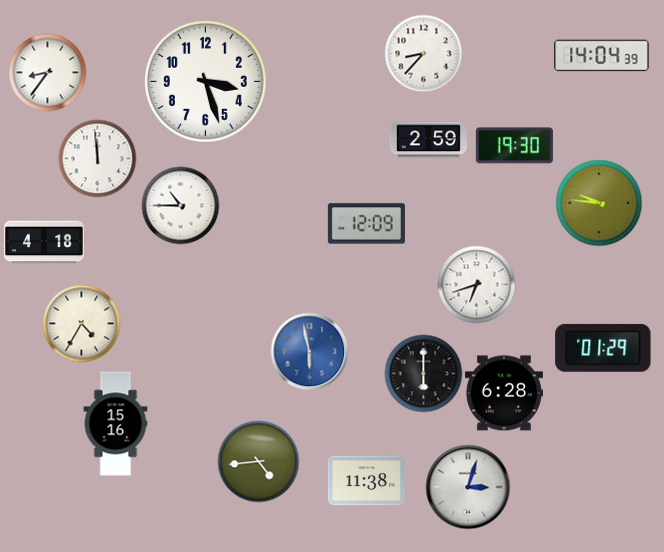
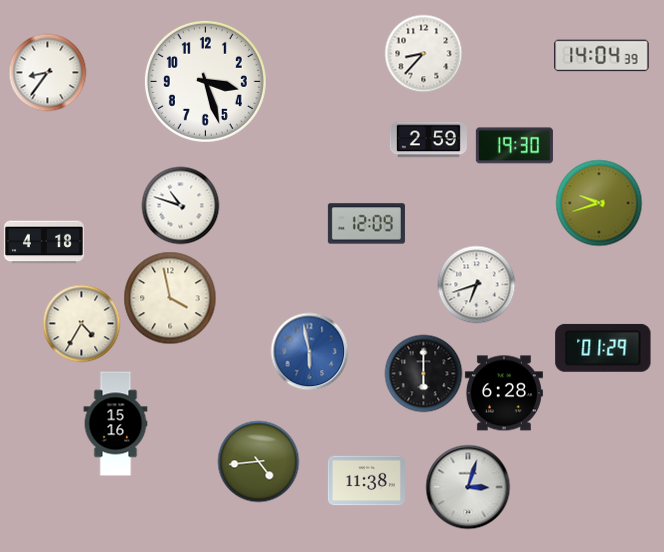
clock at (97, 158): 11:59 -> none
clock at (599, 203): 9:46 -> 9:42
clock at (180, 205): 10:45 -> 10:48
clock at (170, 298): none -> 3:58
